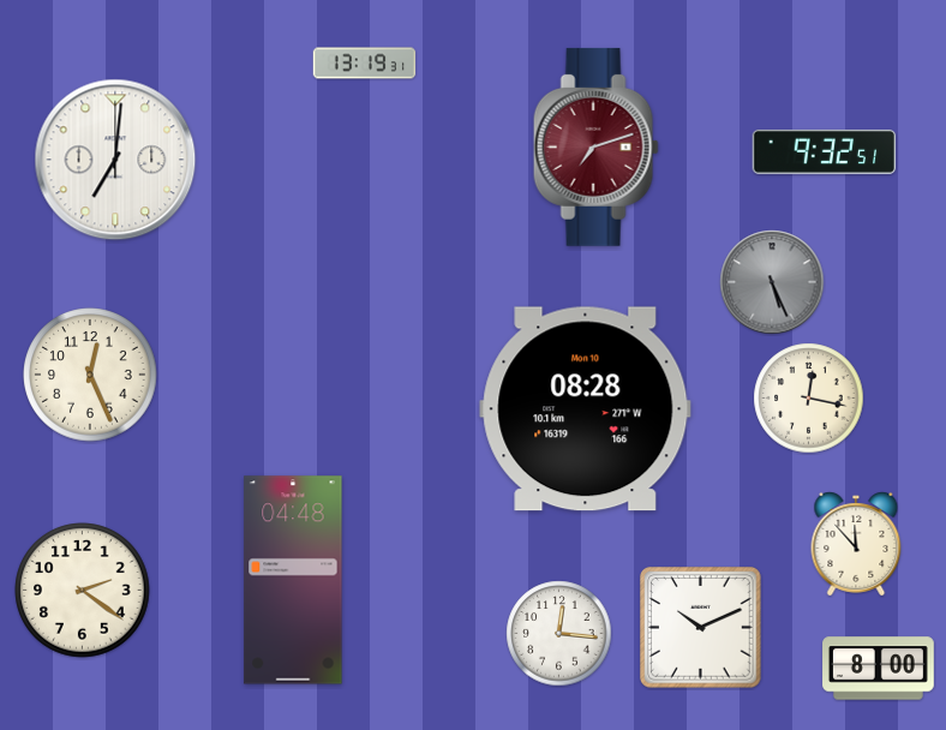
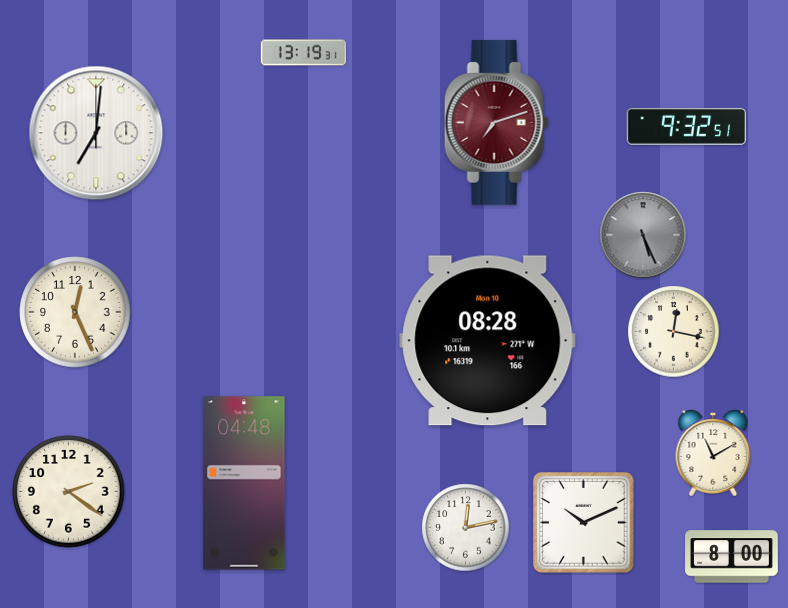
clock at (856, 544): 11:53 -> 11:10
clock at (559, 634): 12:16 -> 12:13
